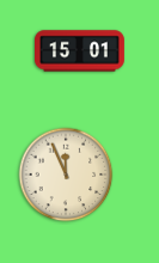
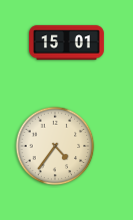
clock at (66, 175): 11:56 -> 4:36
